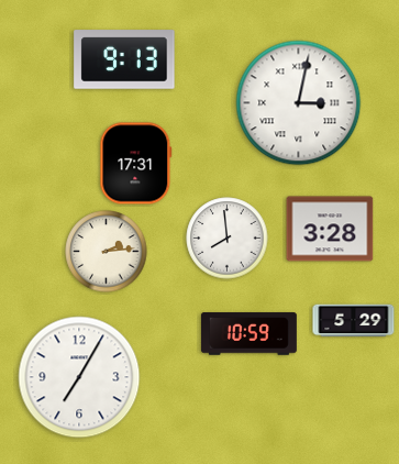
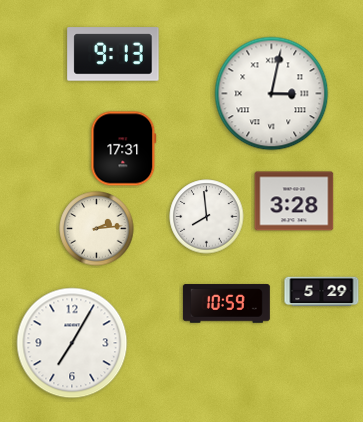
clock at (330, 229) position: (330, 229) -> (294, 201)
